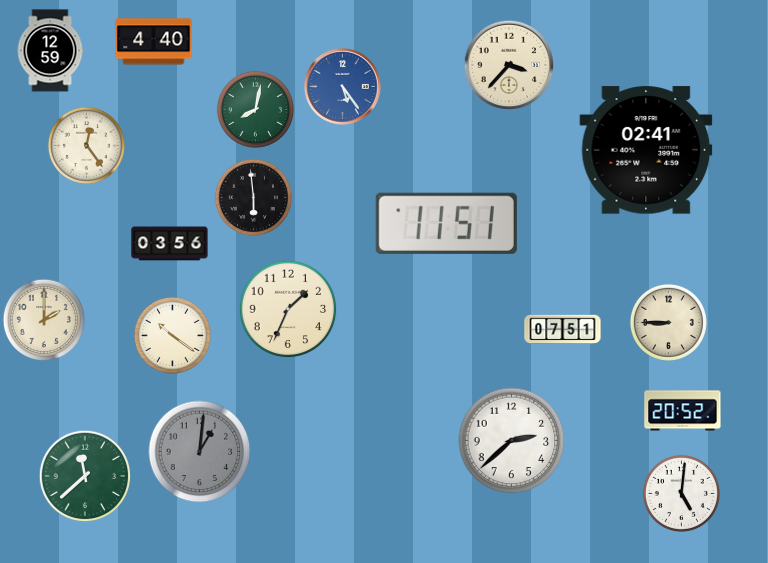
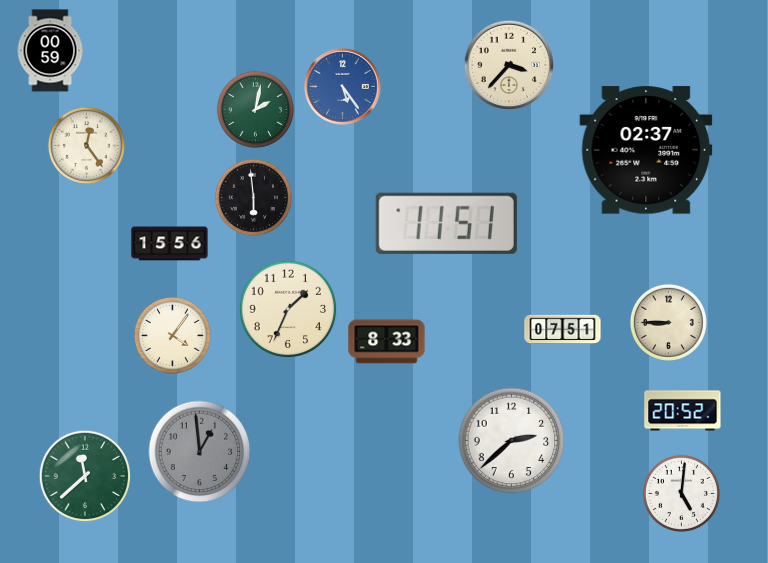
clock at (154, 42): 4:40 -> none
clock at (50, 51): 12:59 -> 00:59
clock at (255, 109): 8:02 -> 2:02
clock at (646, 150): 02:41 -> 02:37
clock at (170, 244): 03:56 -> 15:56
clock at (44, 320): 2:00 -> none
clock at (172, 335): 10:21 -> 4:06
clock at (387, 342): none -> 8:33
clock at (200, 452): 1:01 -> 12:59
